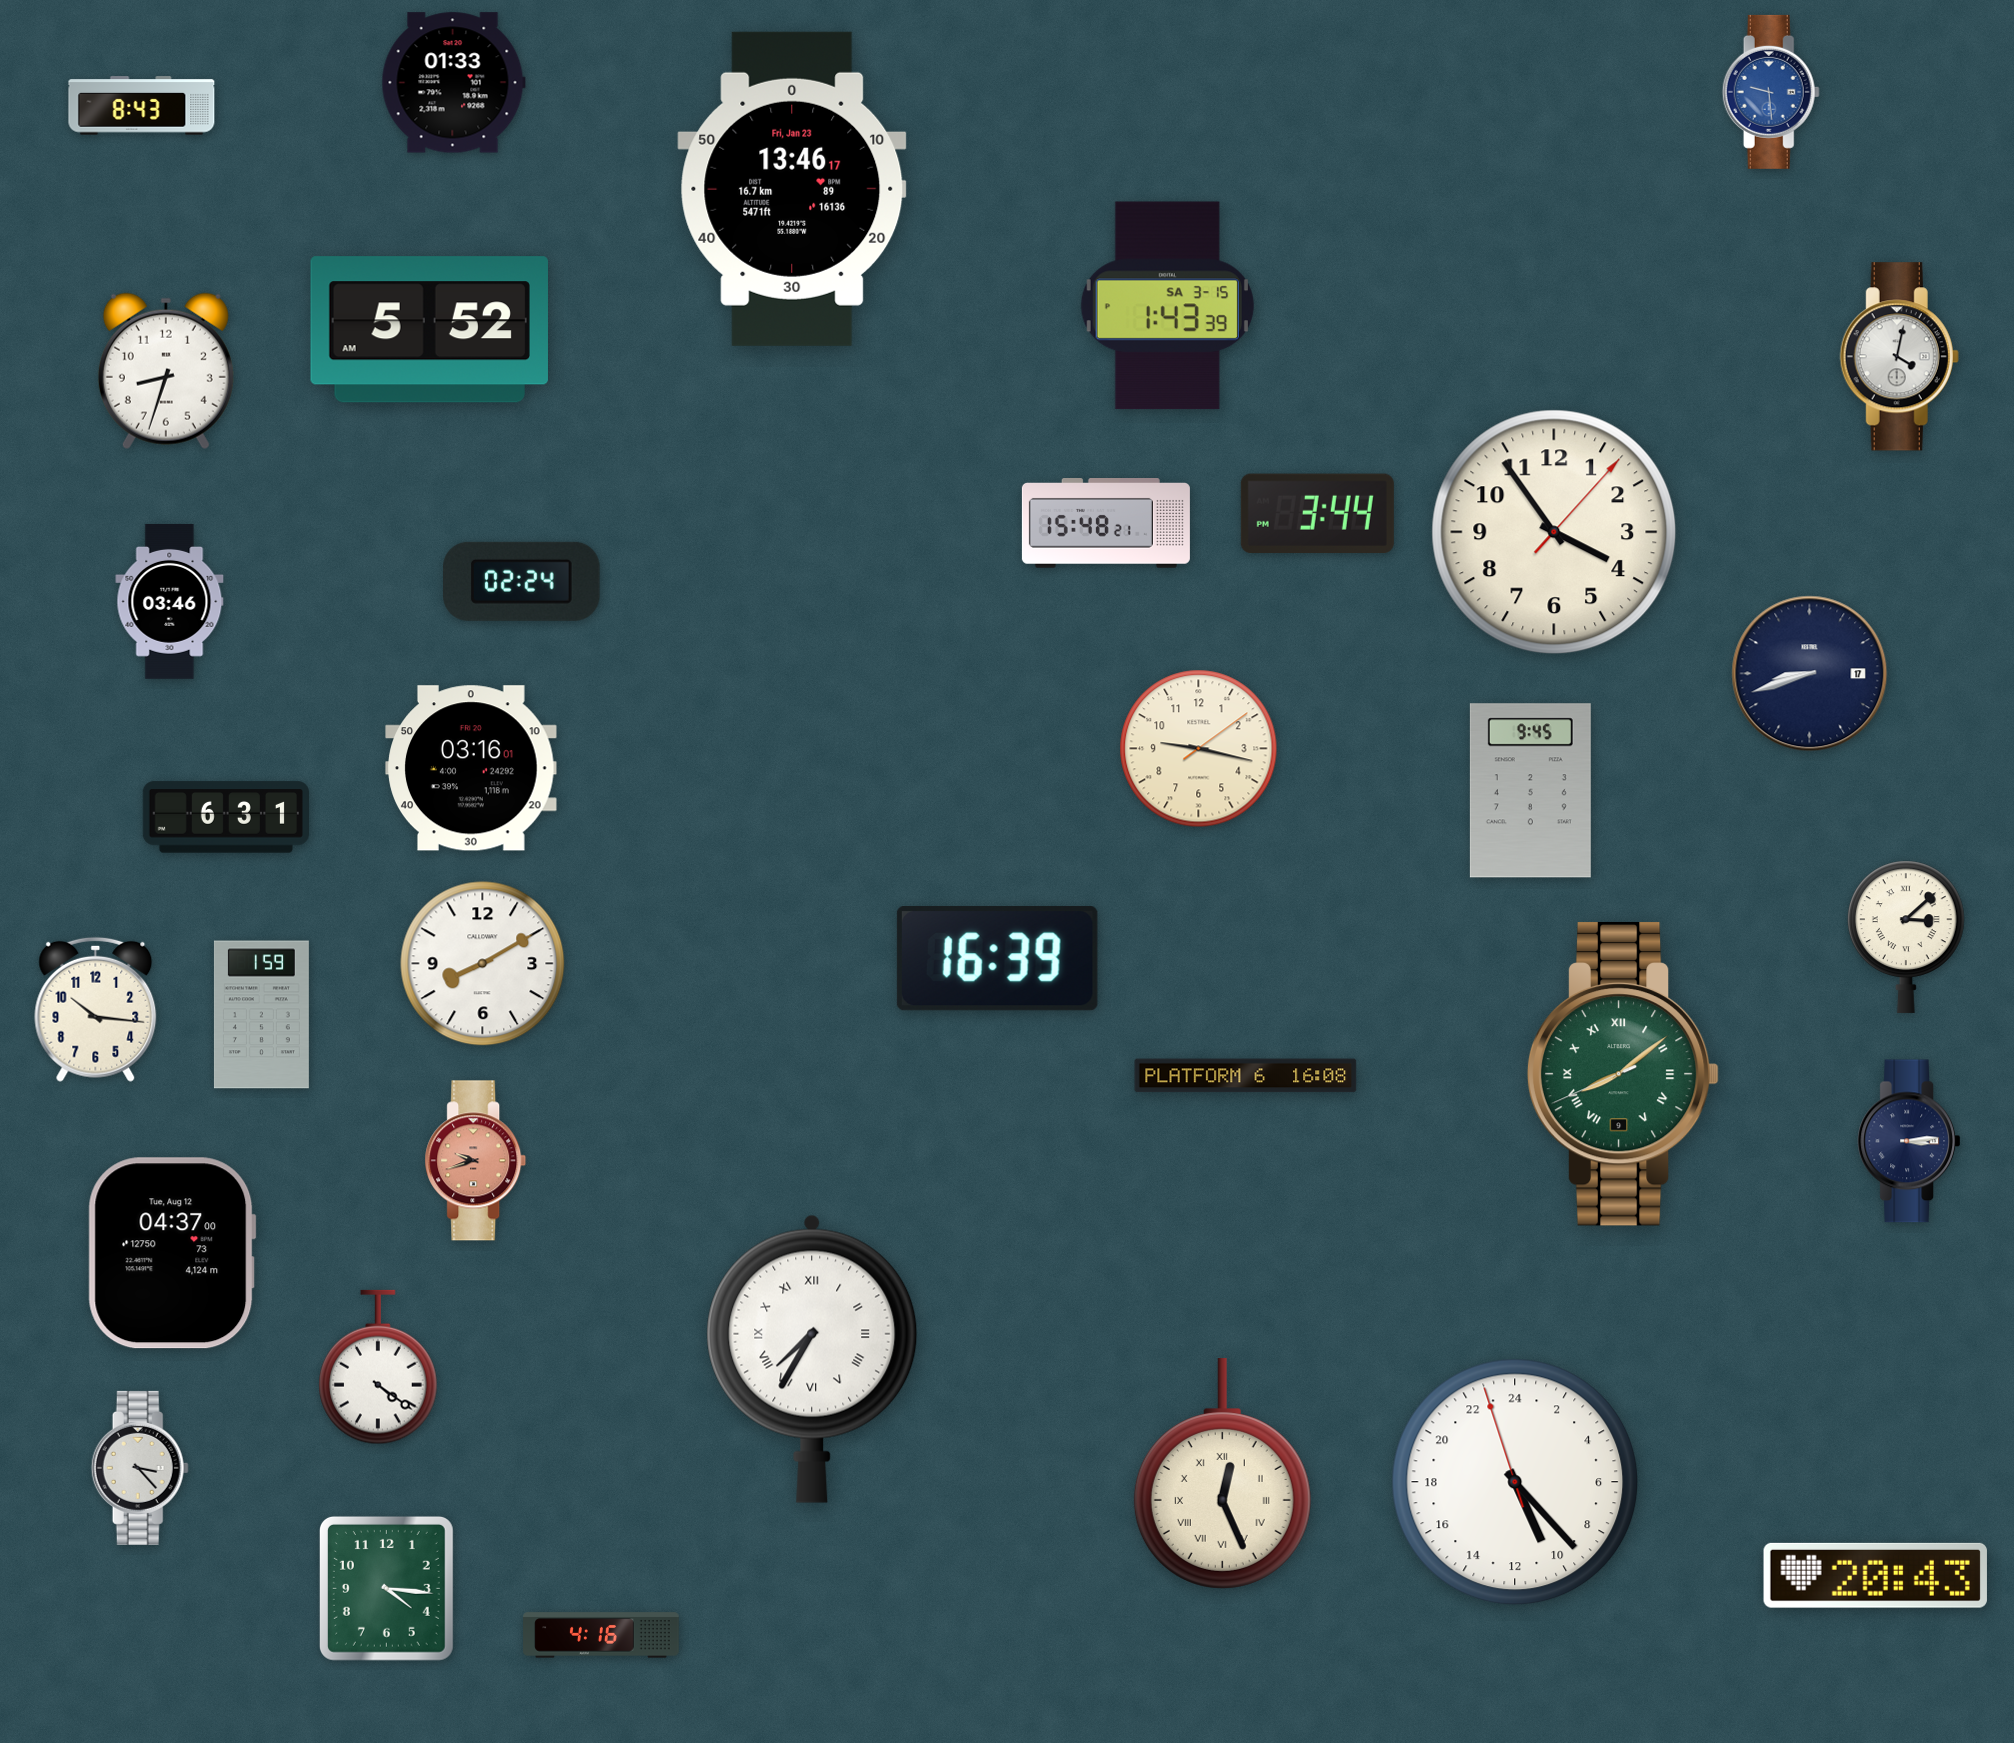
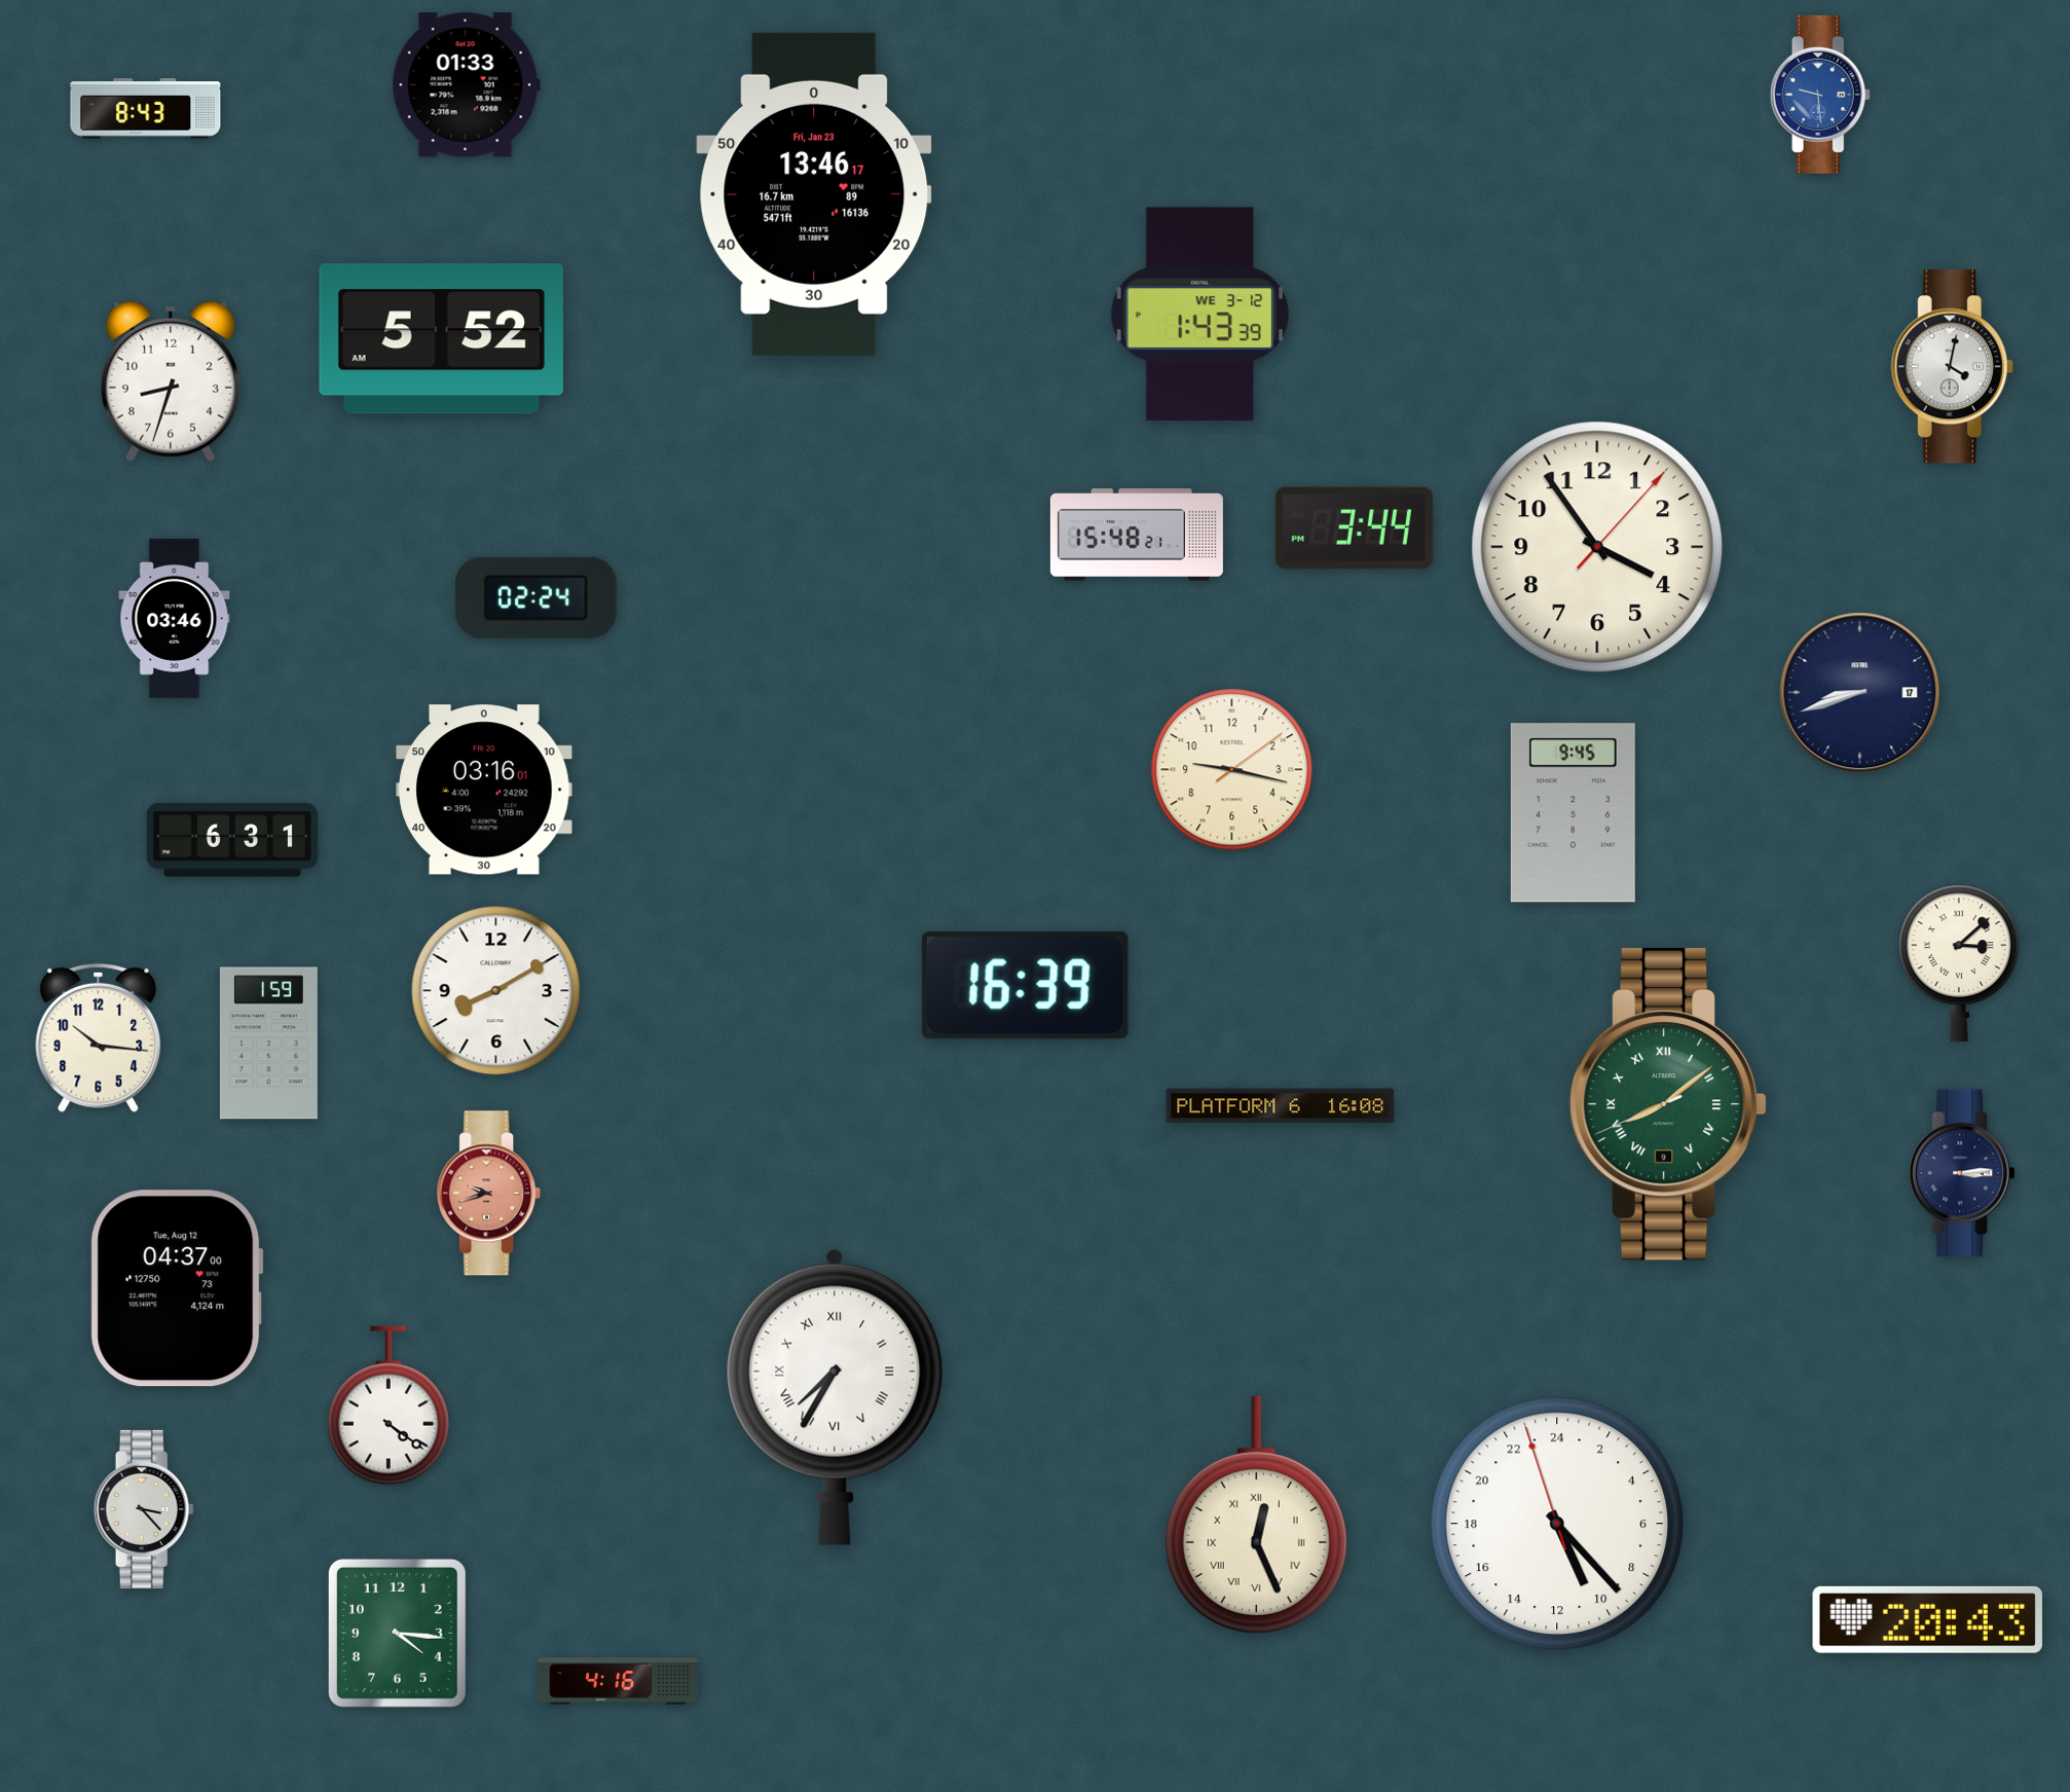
clock at (1167, 306) date: SA 3-15 -> WE 3-12
clock at (1106, 524) position: (1106, 524) -> (1137, 536)
